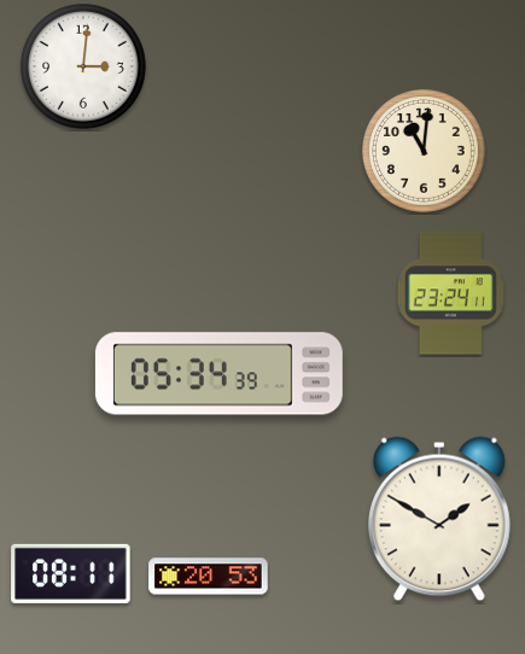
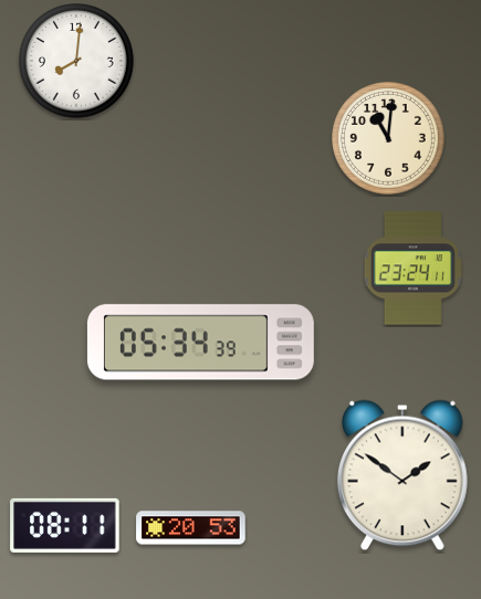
clock at (84, 68): 3:01 -> 8:01
clock at (439, 519): 1:50 -> 1:51
